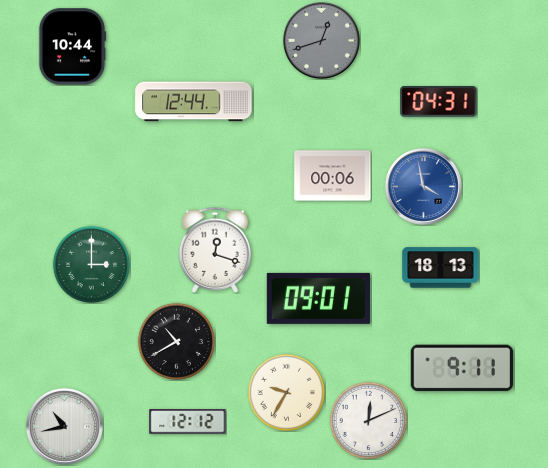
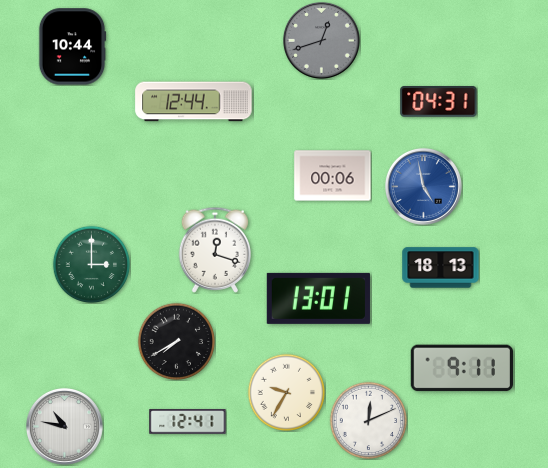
clock at (423, 186): 3:58 -> 4:58
clock at (318, 298): 09:01 -> 13:01
clock at (176, 341): 10:40 -> 7:40
clock at (188, 422): 12:12 -> 12:41
clock at (64, 426): 10:43 -> 10:47
